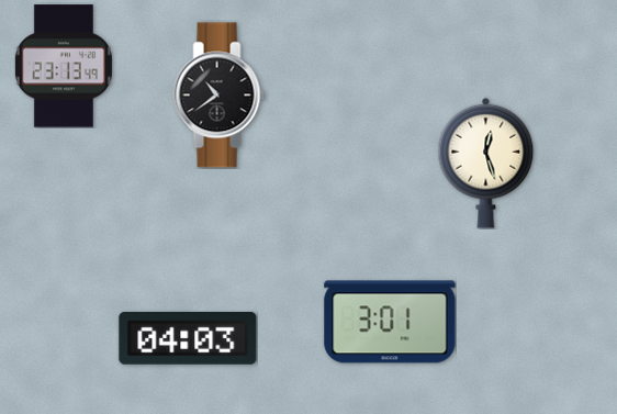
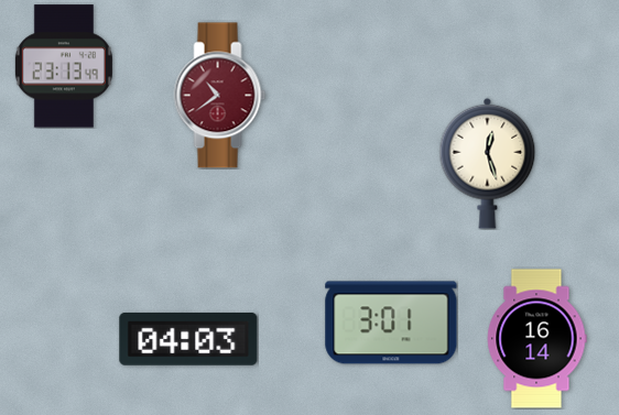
clock at (220, 96) dial: black -> burgundy
clock at (536, 339): none -> 16:14
